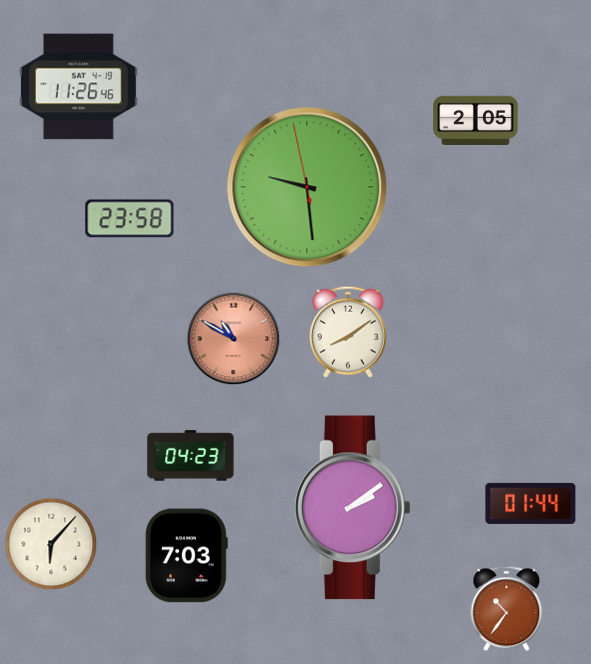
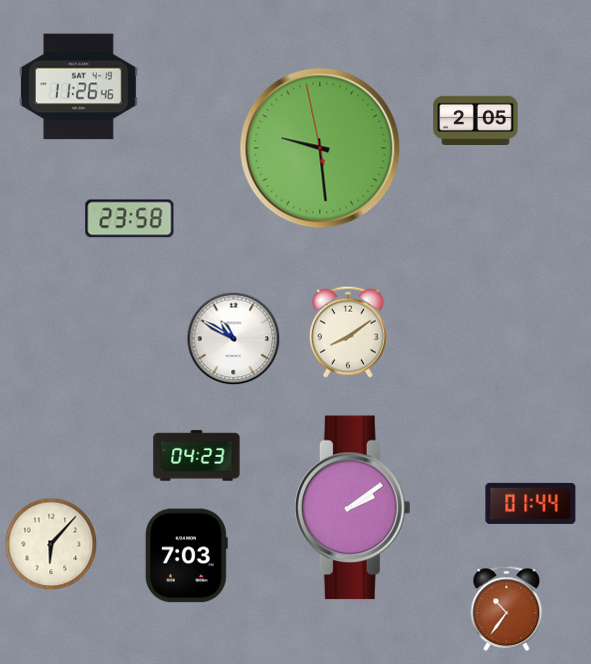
clock at (307, 187) position: (307, 187) -> (320, 148)
clock at (234, 339) dial: salmon -> white
clock at (191, 456) position: (191, 456) -> (197, 456)
